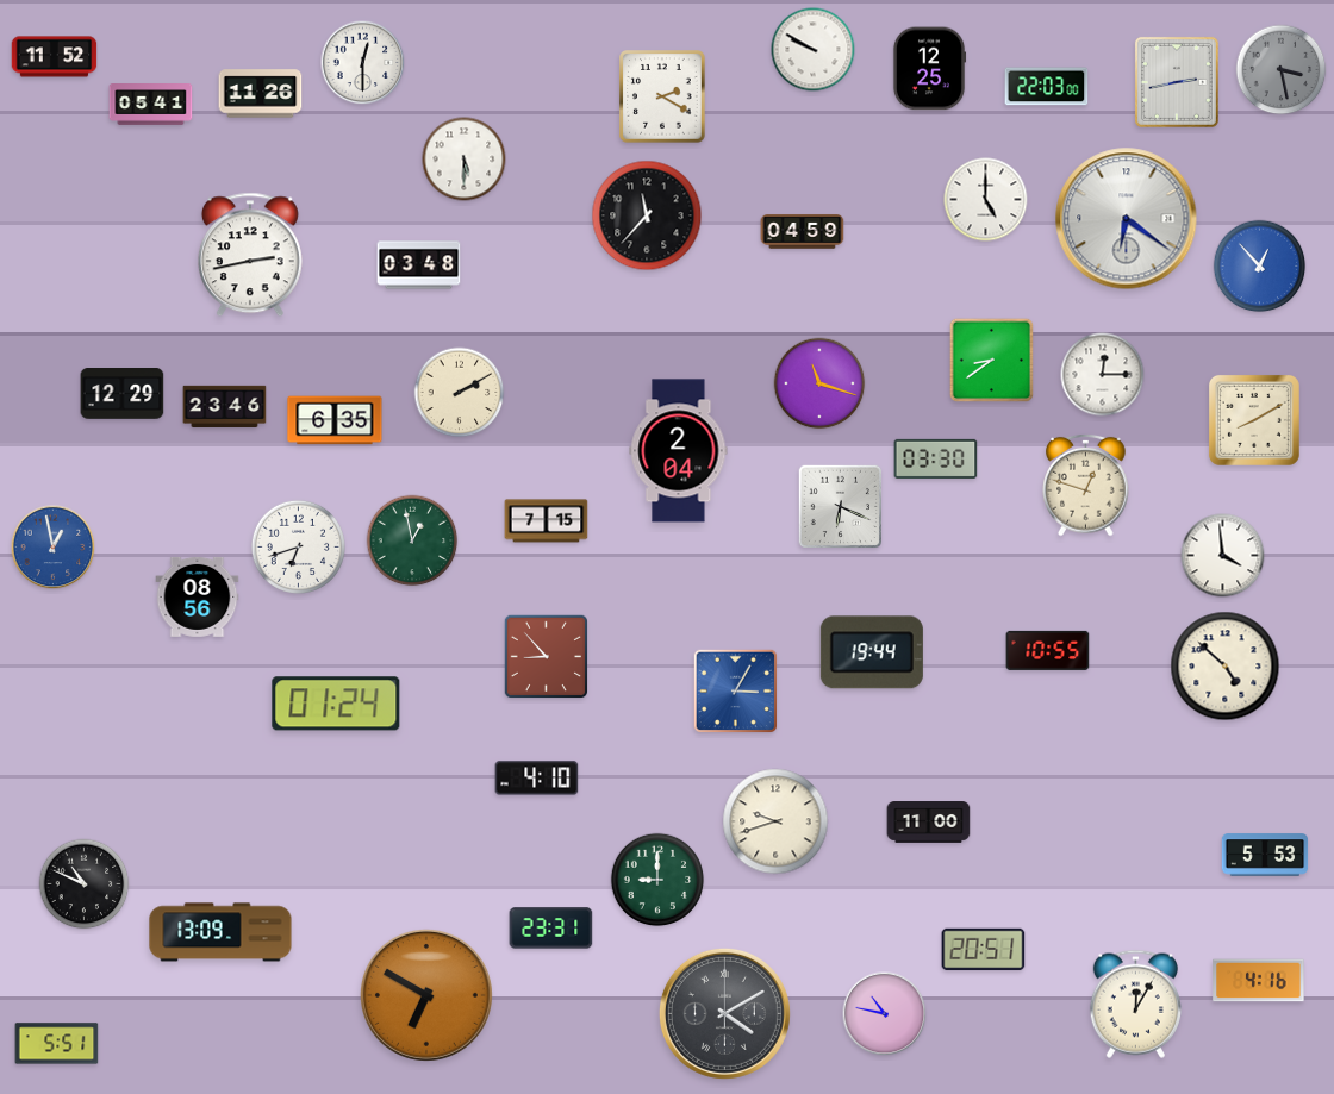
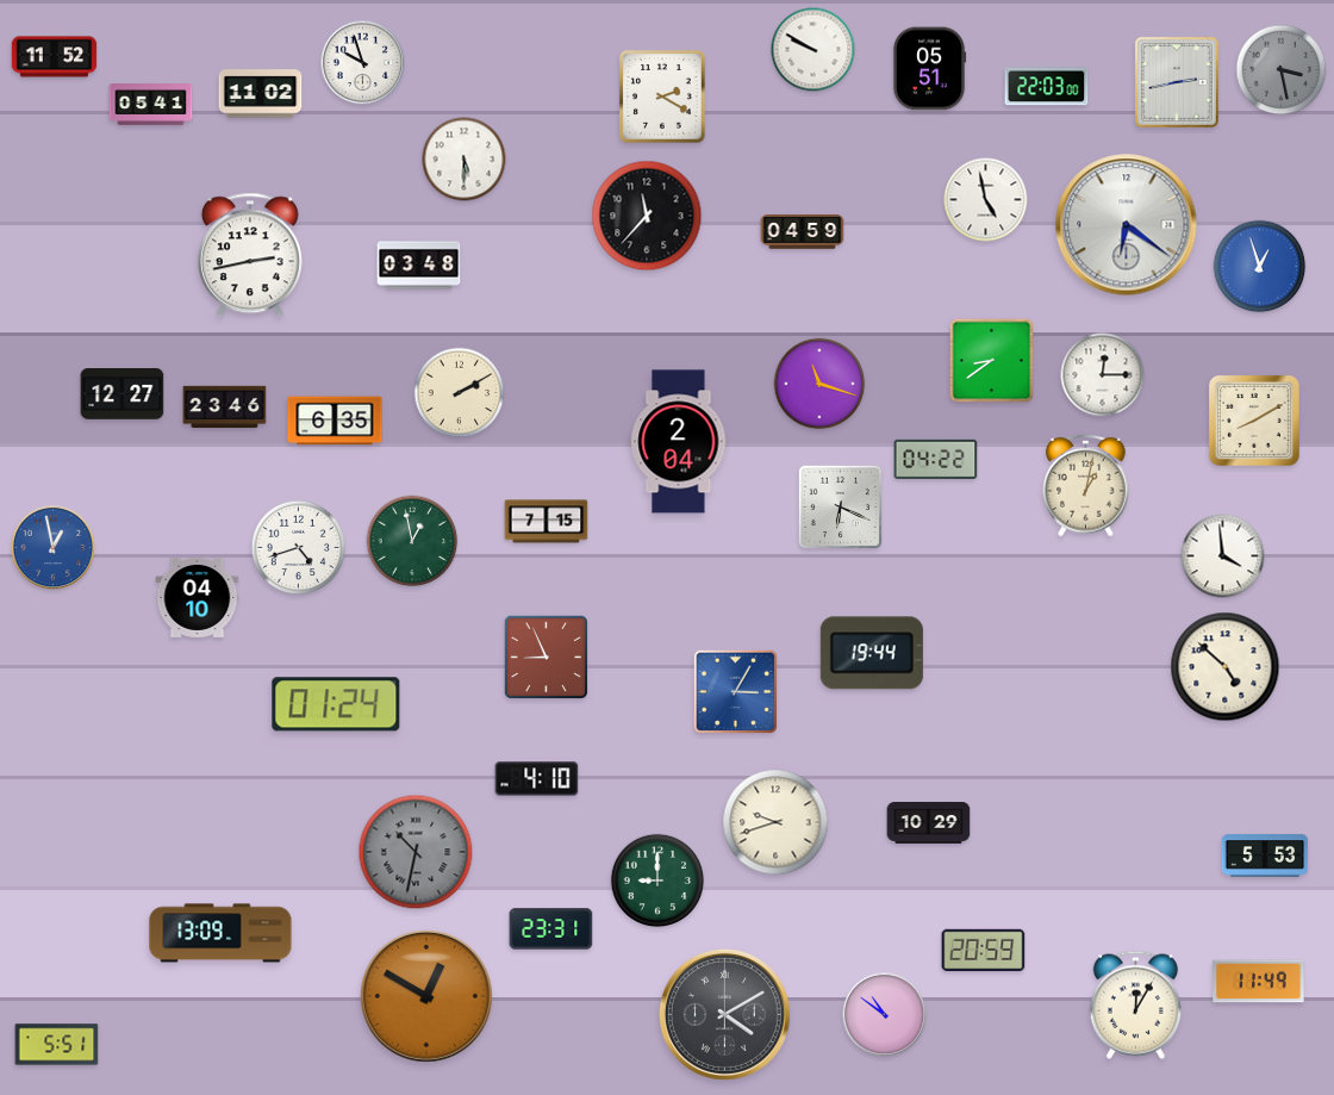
clock at (363, 63): 12:30 -> 9:57
clock at (929, 69): 12:25 -> 05:51
clock at (261, 94): 11:26 -> 11:02
clock at (986, 200): 5:00 -> 4:58
clock at (1127, 219) position: (1127, 219) -> (1127, 225)
clock at (1260, 267): 12:53 -> 12:57
clock at (123, 394): 12:29 -> 12:27
clock at (679, 451) position: (679, 451) -> (679, 442)
clock at (936, 458): 03:30 -> 04:22
clock at (1086, 485): 12:48 -> 1:02
clock at (298, 546): 6:42 -> 4:42
clock at (198, 596): 08:56 -> 04:10
clock at (1048, 650): 10:55 -> none
clock at (546, 656): 8:53 -> 8:56
clock at (929, 823): 11:00 -> 10:29
clock at (416, 852): none -> 10:32
clock at (85, 884): 10:49 -> none
clock at (984, 950): 20:51 -> 20:59
clock at (1259, 981): 4:16 -> 11:49
clock at (426, 995): 6:50 -> 12:50
clock at (885, 1014): 10:47 -> 10:51
